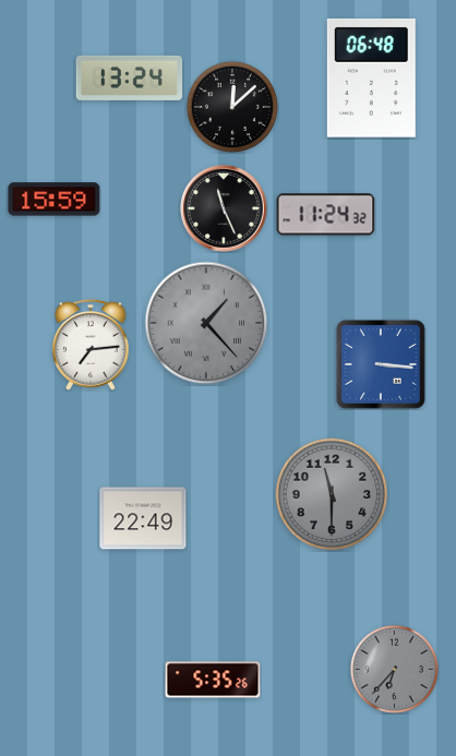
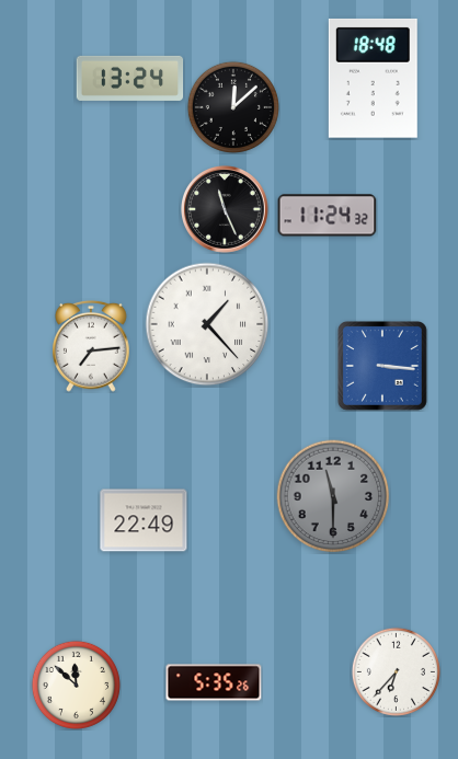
clock at (371, 77): 06:48 -> 18:48
clock at (55, 200): 15:59 -> none
clock at (206, 323) dial: grey -> white
clock at (394, 669) dial: grey -> white
clock at (76, 685): none -> 11:52
